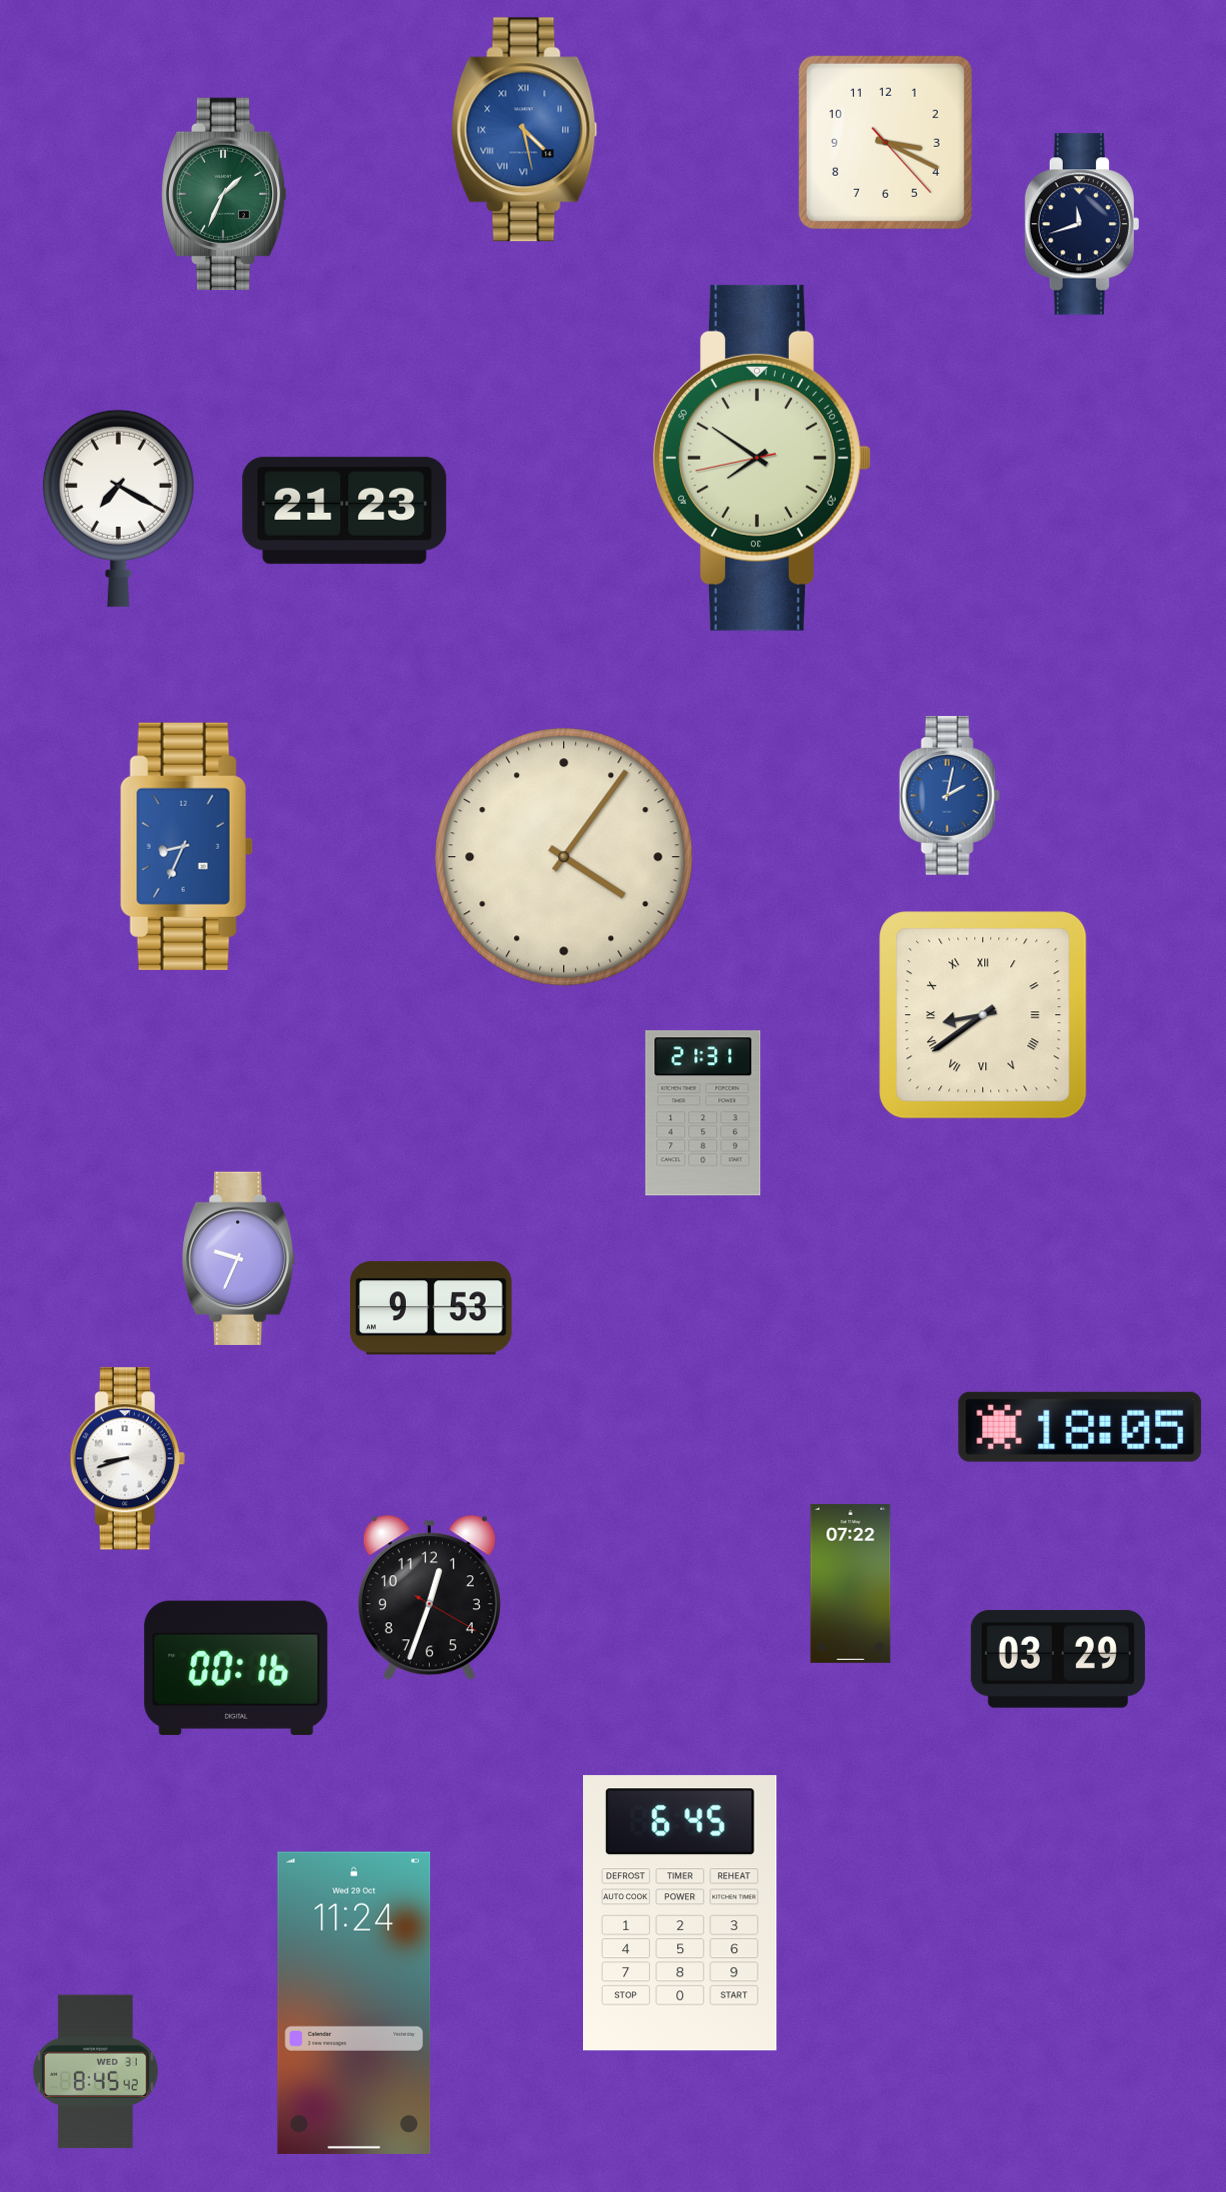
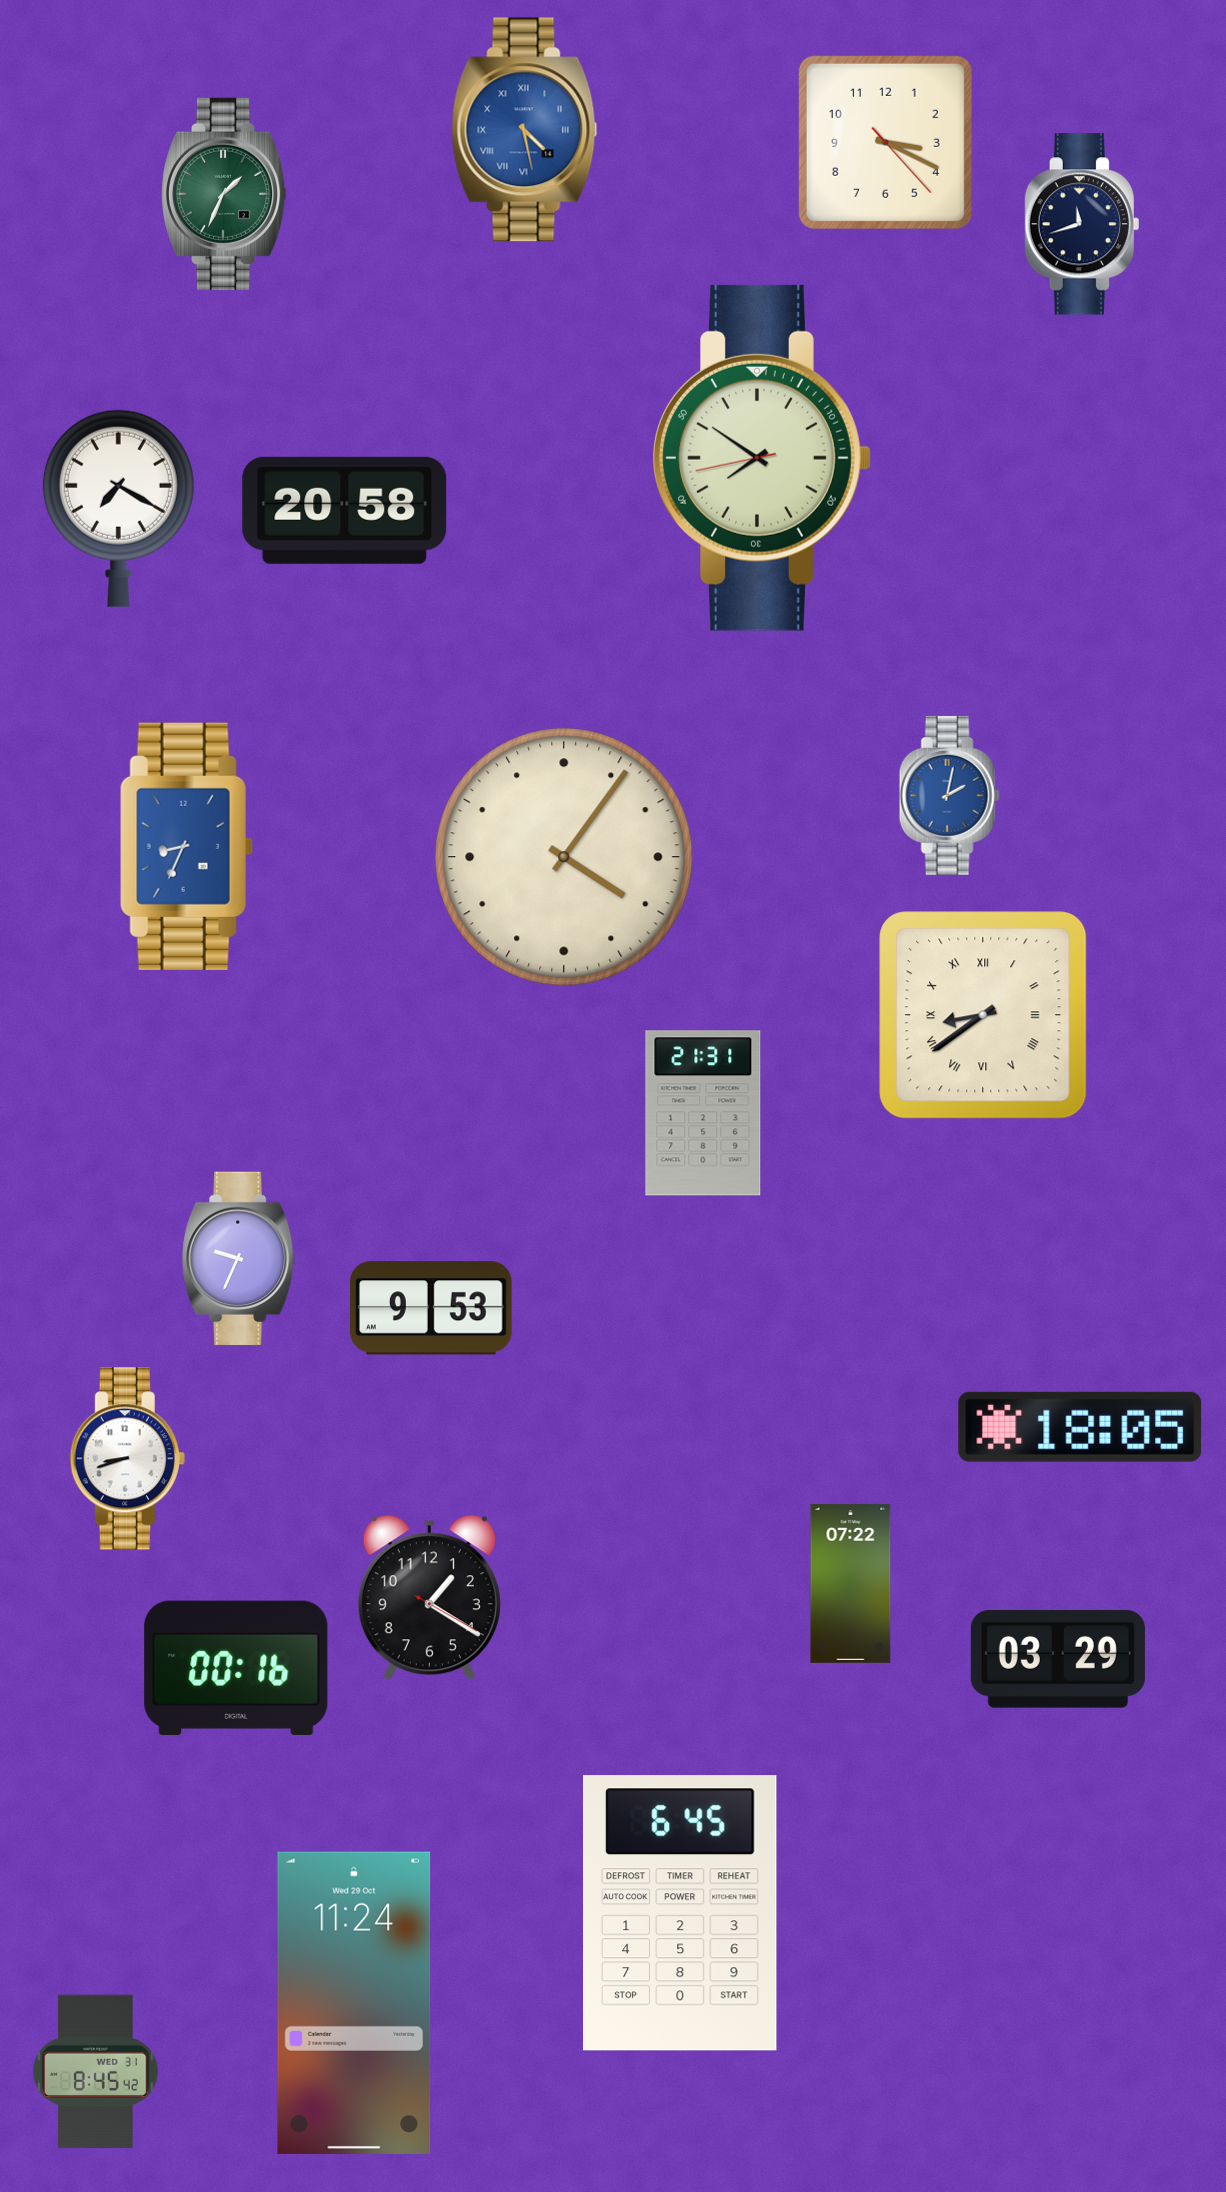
clock at (345, 510): 21:23 -> 20:58
clock at (429, 1598): 12:33 -> 1:20
